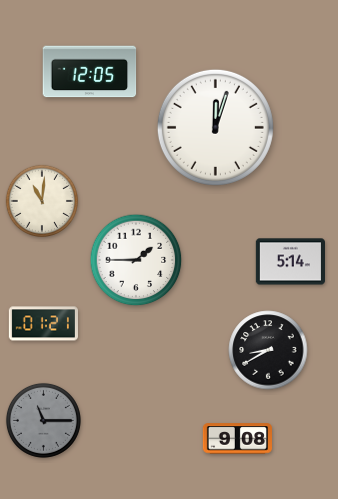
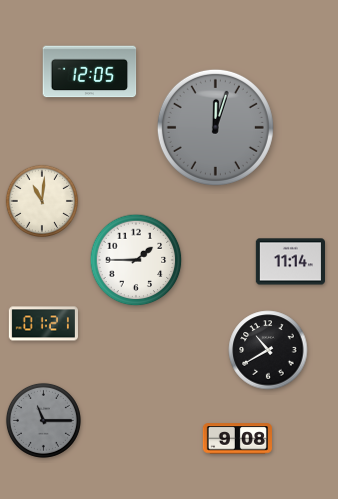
clock at (215, 127) dial: white -> grey
clock at (290, 262): 5:14 -> 11:14
clock at (268, 350): 8:40 -> 10:40
